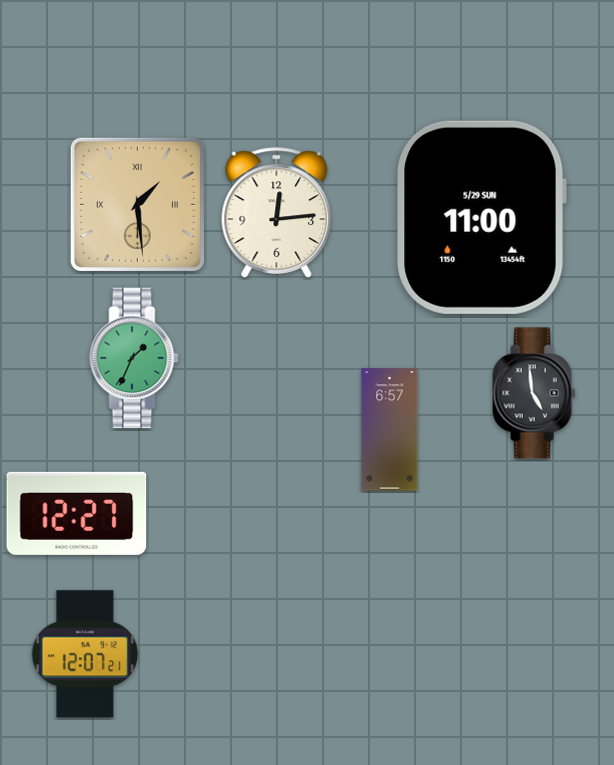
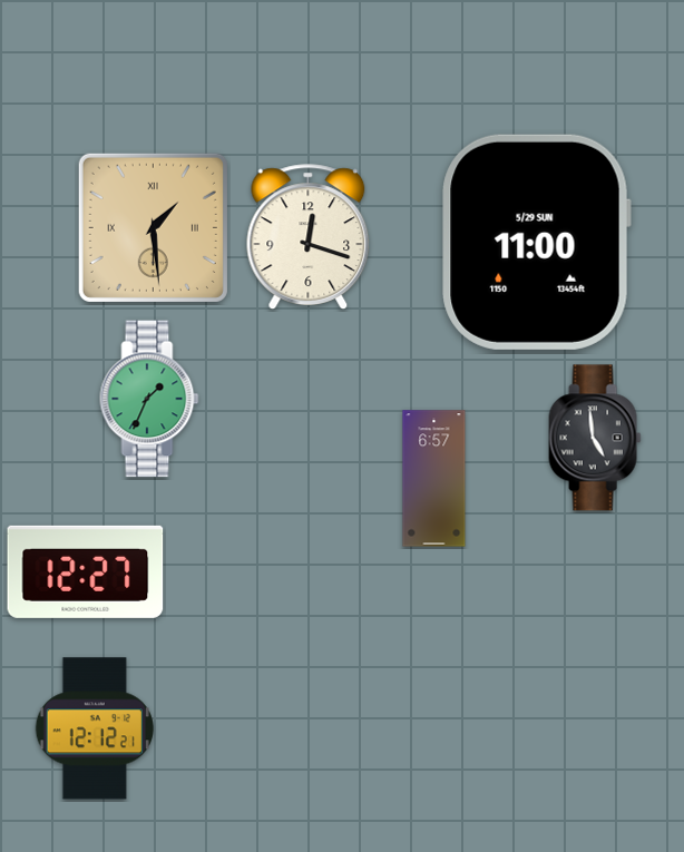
clock at (277, 213): 12:14 -> 12:18
clock at (85, 654): 12:07 -> 12:12
